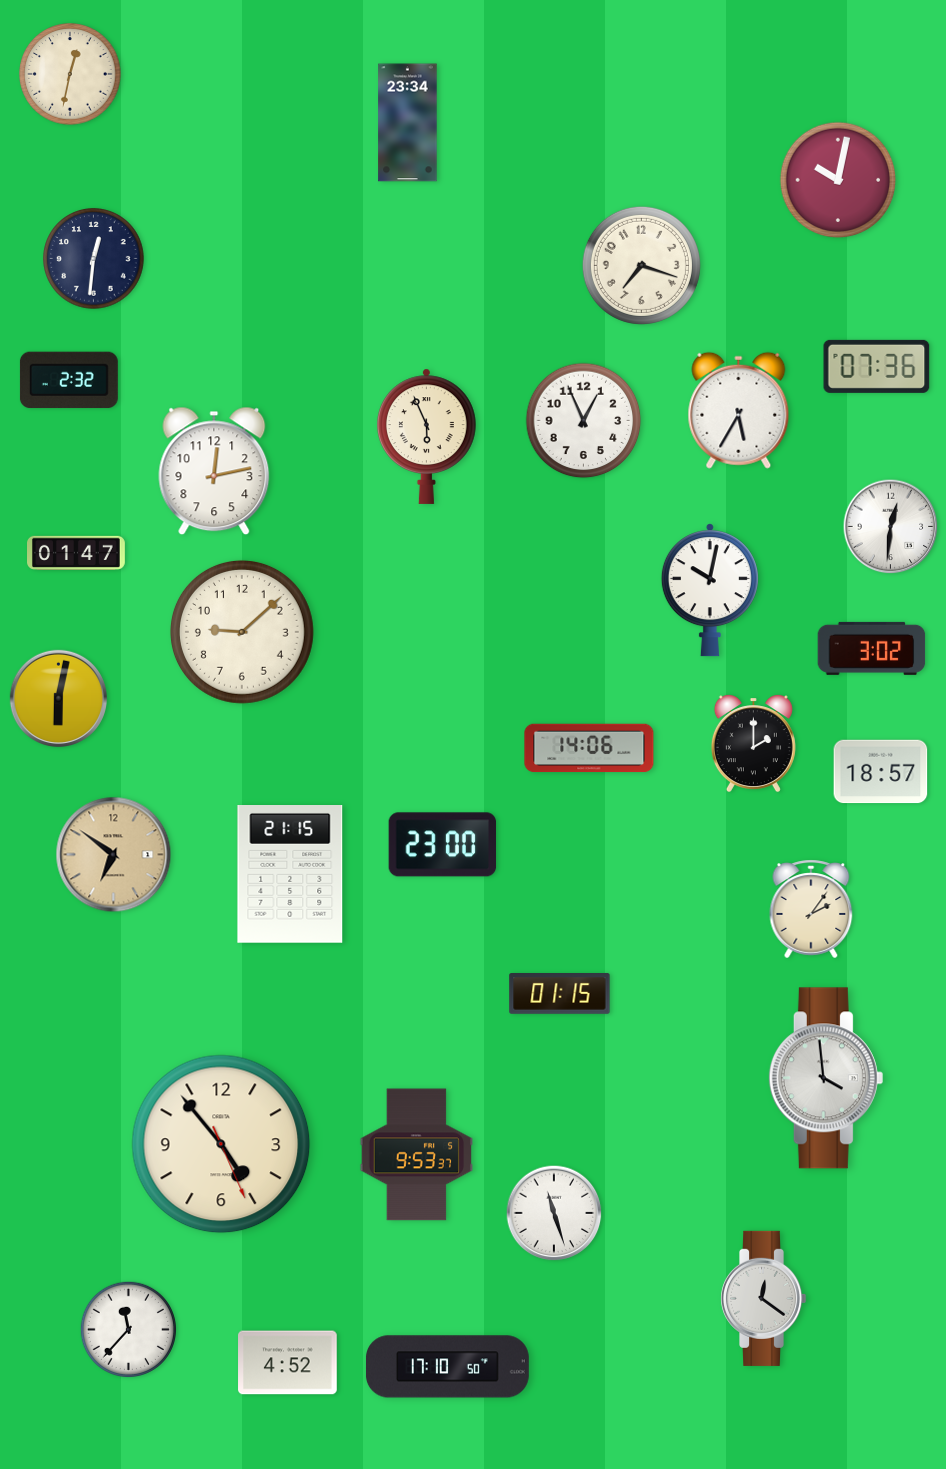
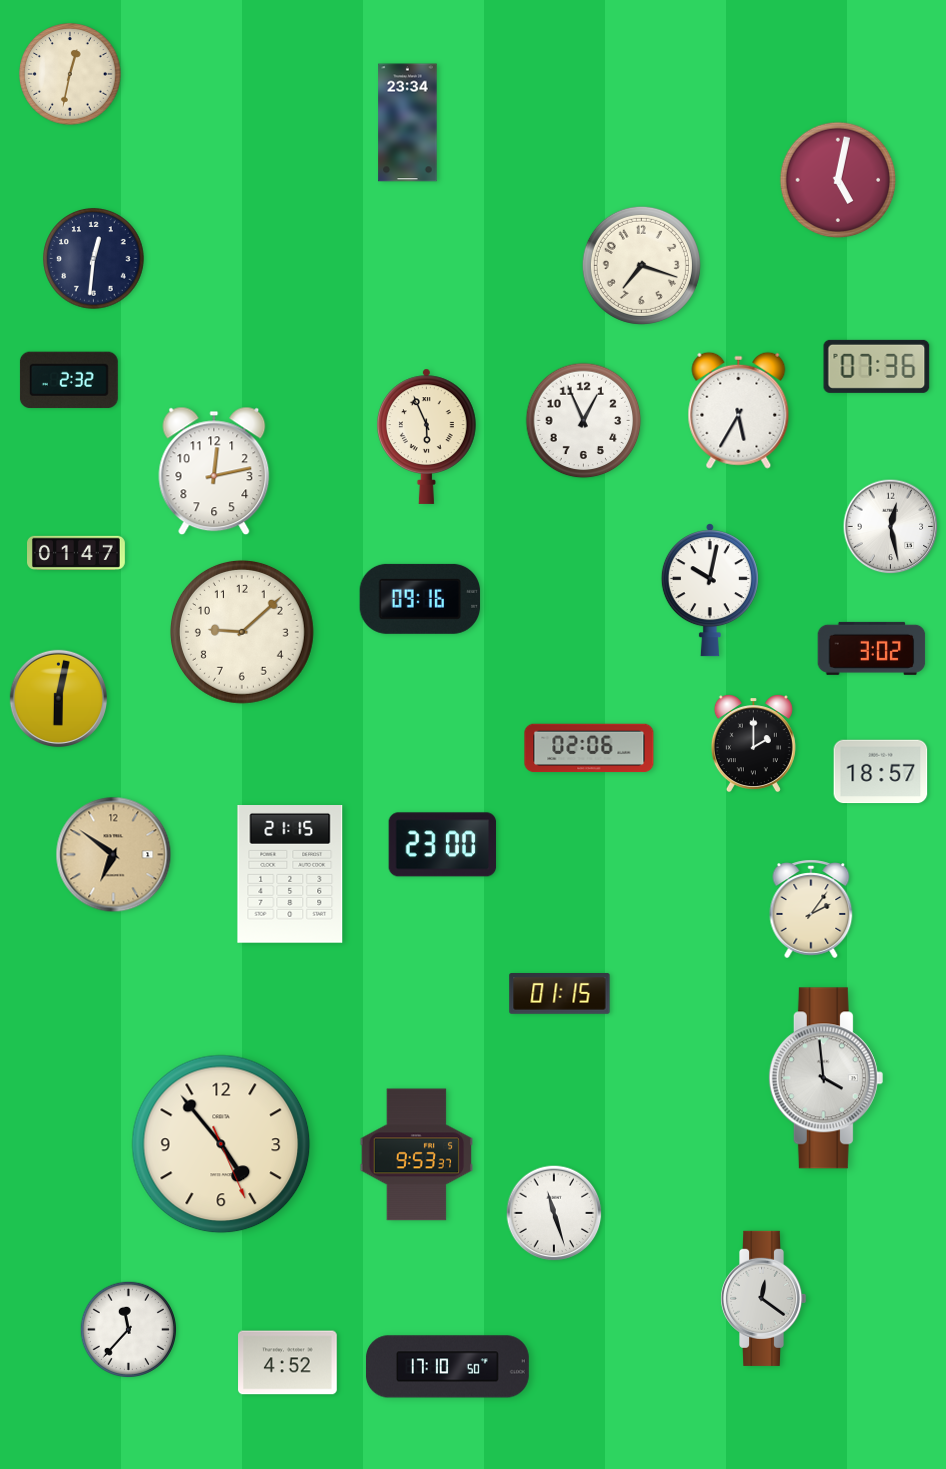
clock at (838, 180): 10:02 -> 5:02
clock at (891, 527): 12:31 -> 12:28
clock at (420, 599): none -> 09:16
clock at (589, 748): 14:06 -> 02:06
